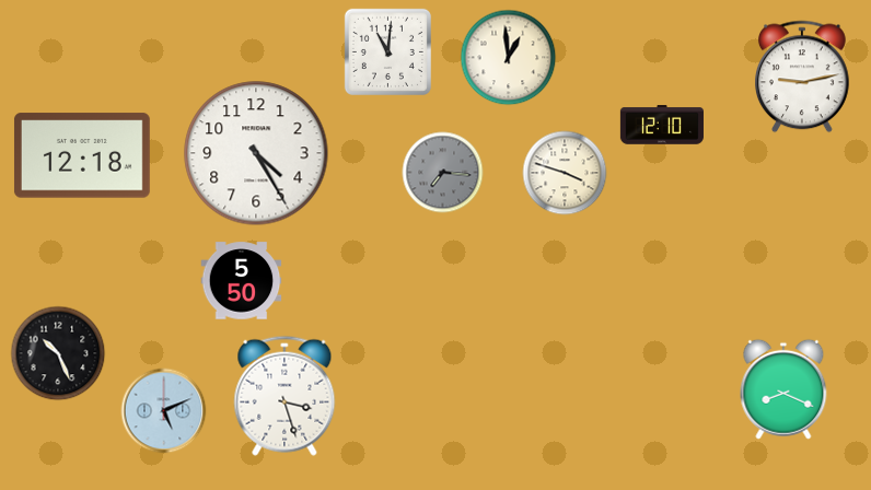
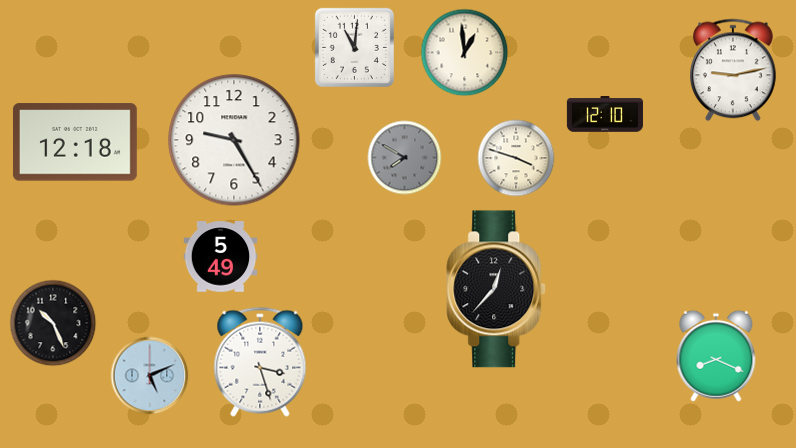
clock at (256, 153): 4:25 -> 9:25
clock at (443, 173): 7:16 -> 7:50
clock at (242, 281): 5:50 -> 5:49
clock at (497, 289): none -> 12:37
